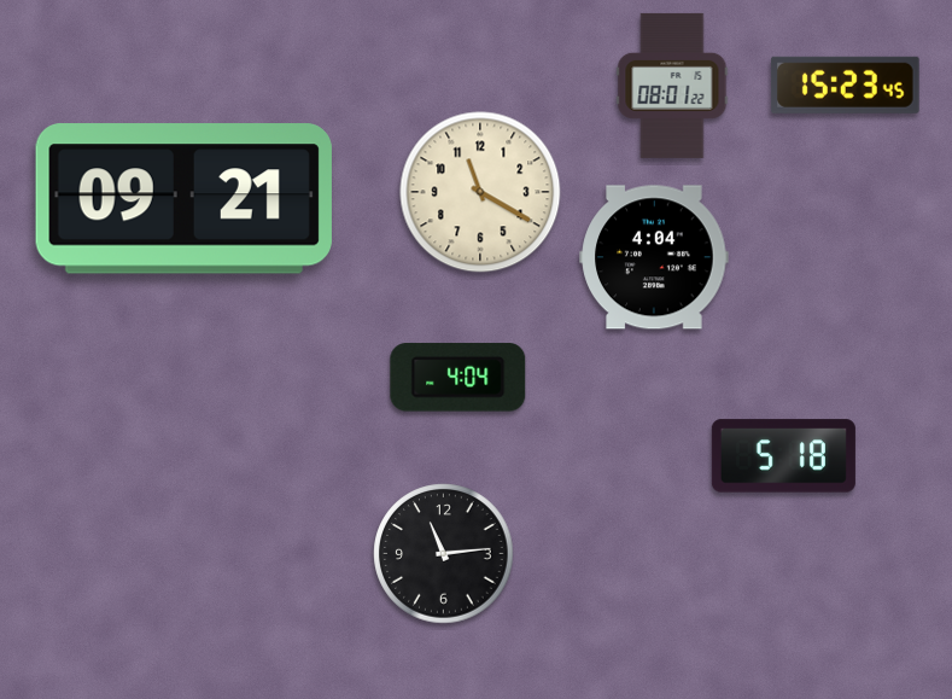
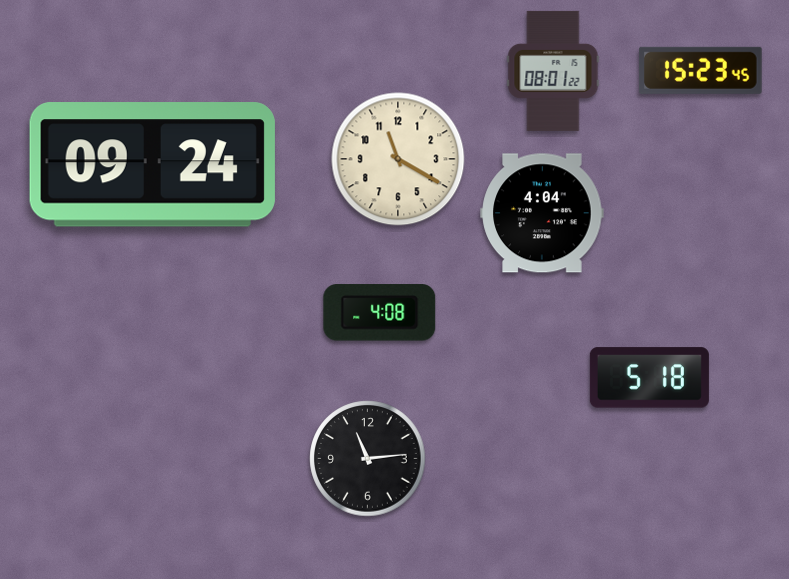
clock at (672, 86) position: (672, 86) -> (553, 71)
clock at (183, 199): 09:21 -> 09:24
clock at (459, 378): 4:04 -> 4:08
